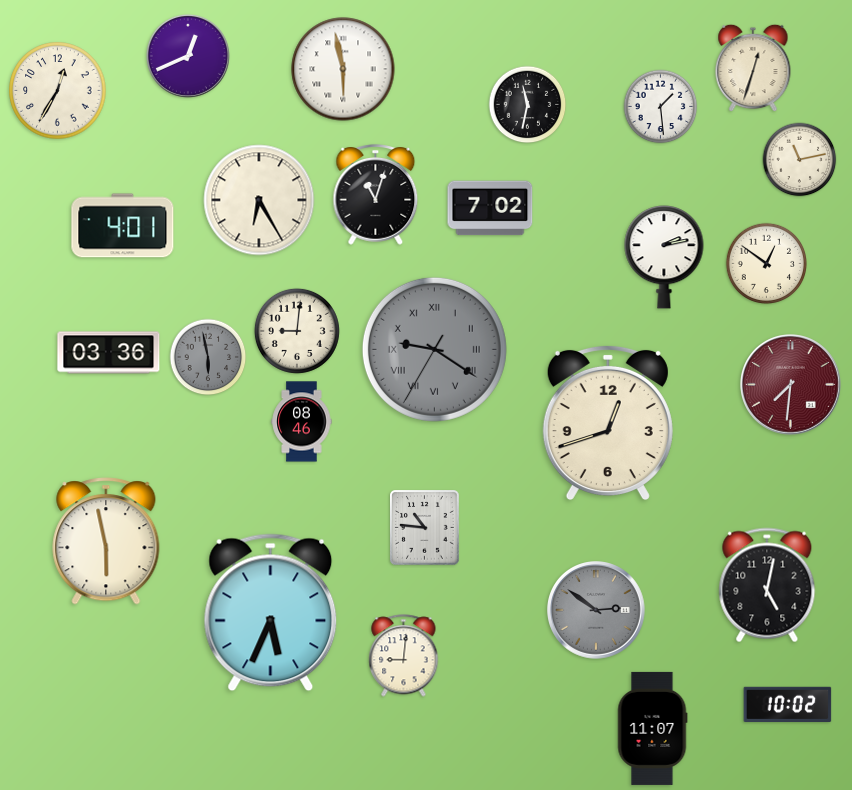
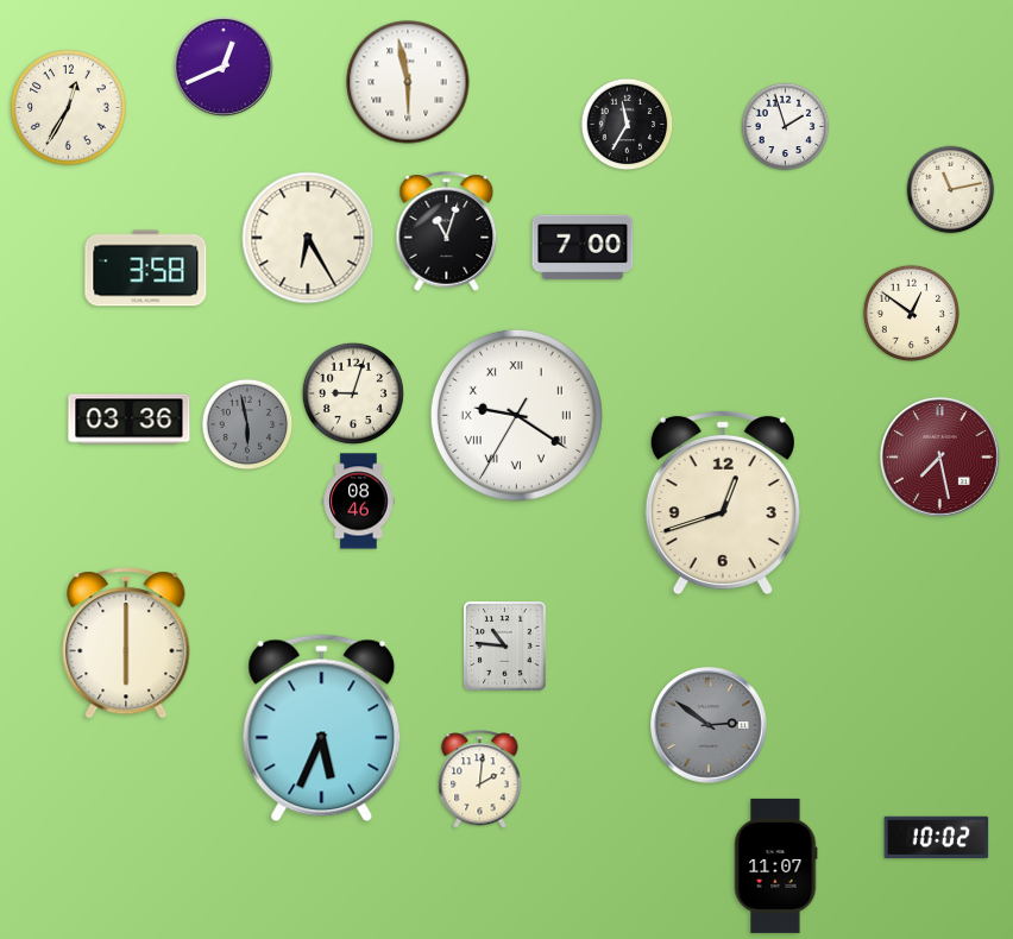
clock at (753, 68): 12:33 -> none
clock at (528, 105): 11:32 -> 11:35
clock at (661, 107): 1:29 -> 1:57
clock at (490, 208): 7:02 -> 7:00
clock at (123, 226): 4:01 -> 3:58
clock at (664, 257): 2:13 -> none
clock at (297, 331): 9:01 -> 9:03
clock at (434, 349) dial: grey -> white
clock at (791, 385): 7:31 -> 7:28
clock at (425, 528) position: (425, 528) -> (505, 647)
clock at (106, 541): 5:58 -> 6:00
clock at (767, 585): 5:02 -> none
clock at (404, 656): 9:01 -> 2:01
